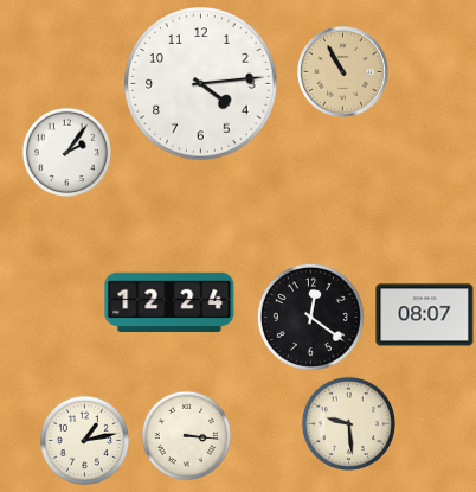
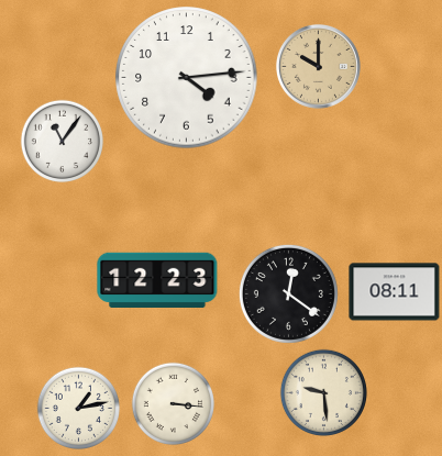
clock at (342, 71): 10:55 -> 10:00
clock at (66, 152): 2:06 -> 11:06
clock at (169, 301): 12:24 -> 12:23
clock at (425, 315): 08:07 -> 08:11
